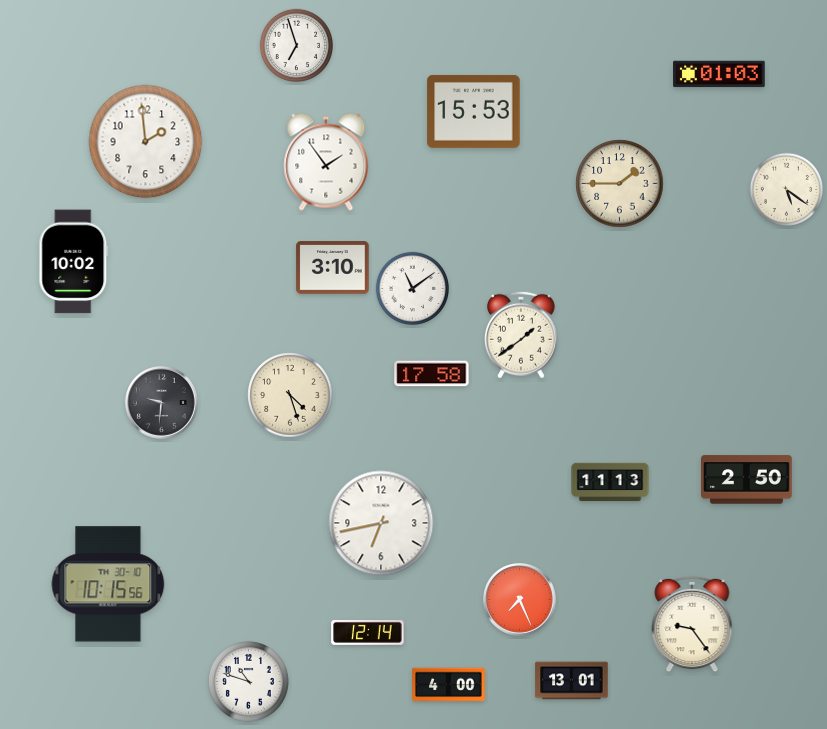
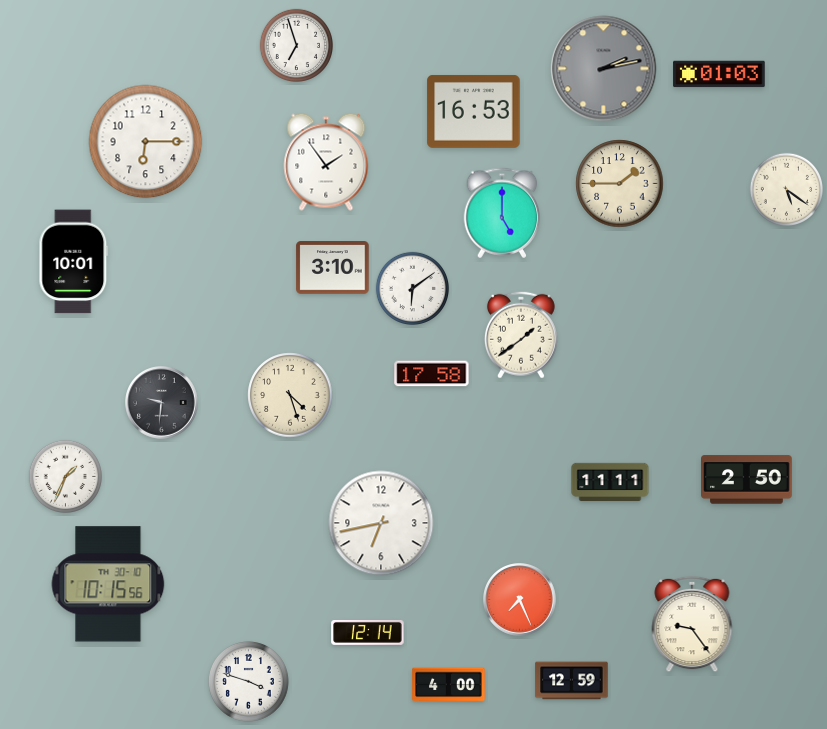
clock at (604, 69): none -> 2:13
clock at (474, 111): 15:53 -> 16:53
clock at (146, 142): 1:59 -> 6:15
clock at (502, 213): none -> 5:00
clock at (74, 262): 10:02 -> 10:01
clock at (412, 288): 11:09 -> 6:09
clock at (65, 476): none -> 1:34
clock at (610, 482): 11:13 -> 11:11
clock at (572, 681): 13:01 -> 12:59
clock at (249, 682): 10:48 -> 3:48
